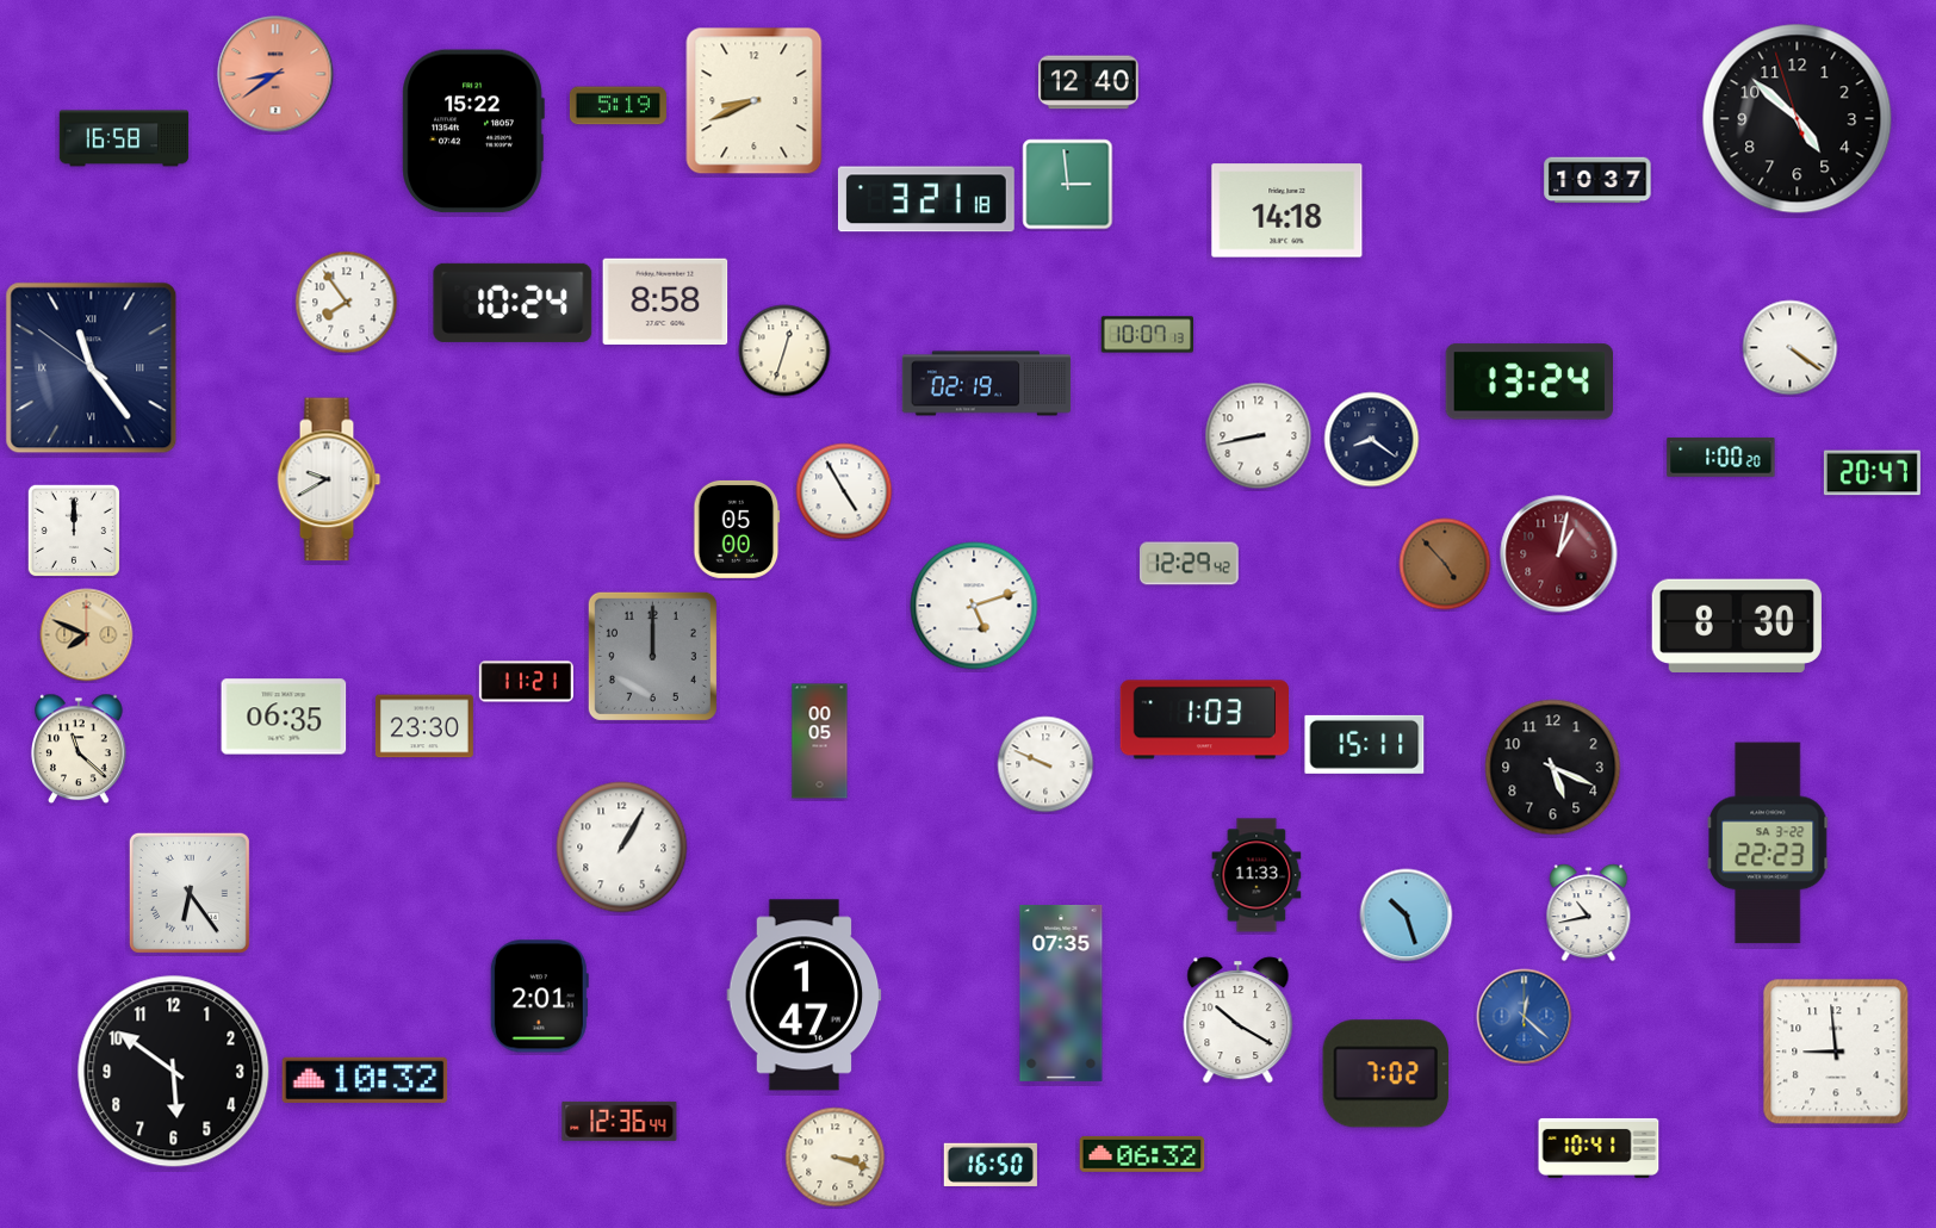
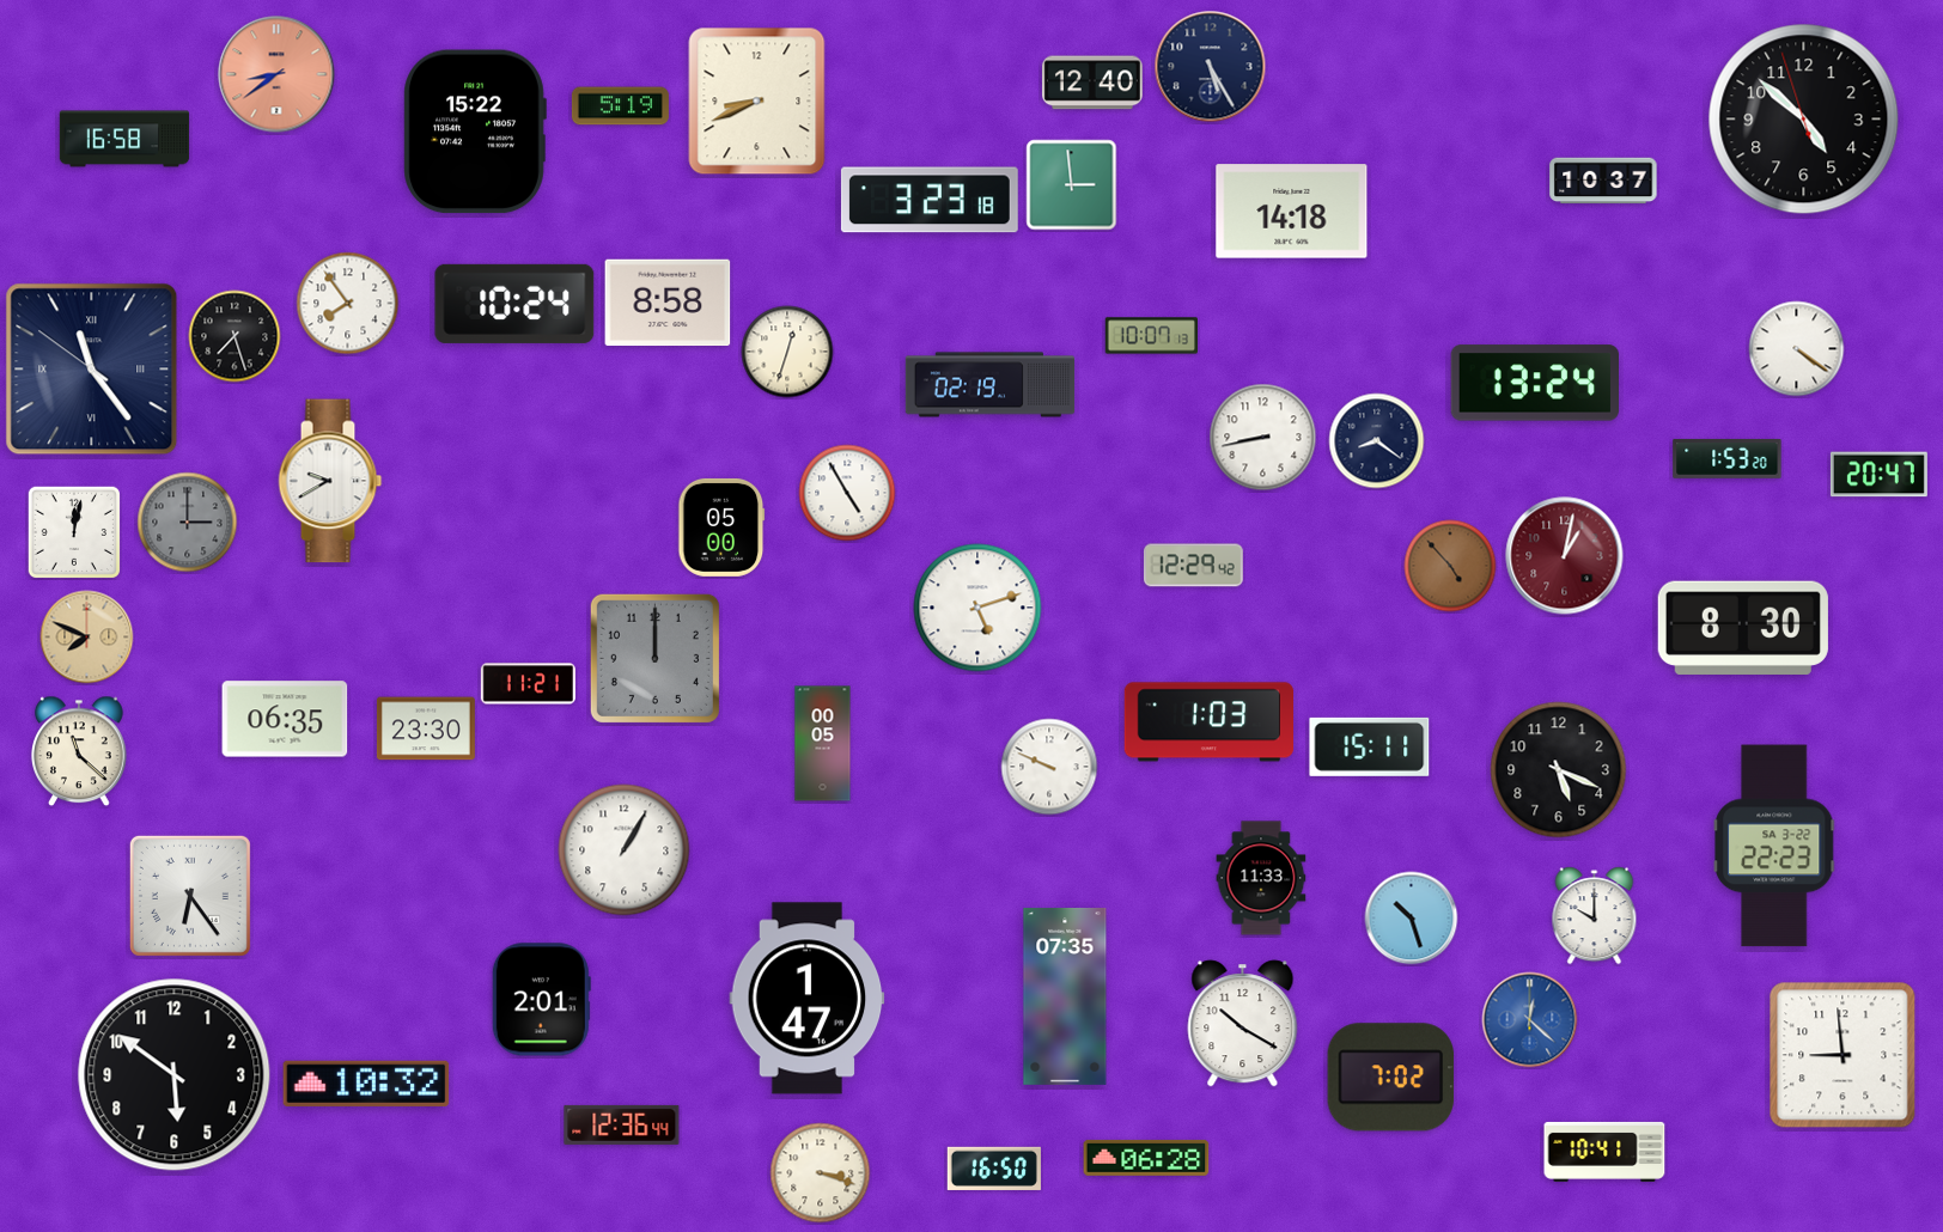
clock at (1211, 67): none -> 5:25
clock at (926, 199): 3:21 -> 3:23
clock at (234, 336): none -> 7:27
clock at (1721, 458): 1:00 -> 1:53
clock at (188, 523): none -> 3:00
clock at (73, 529): 12:00 -> 12:02
clock at (737, 529) position: (737, 529) -> (721, 527)
clock at (1589, 913): 10:43 -> 10:00
clock at (1142, 1154): 06:32 -> 06:28
clock at (836, 1158) position: (836, 1158) -> (821, 1173)
